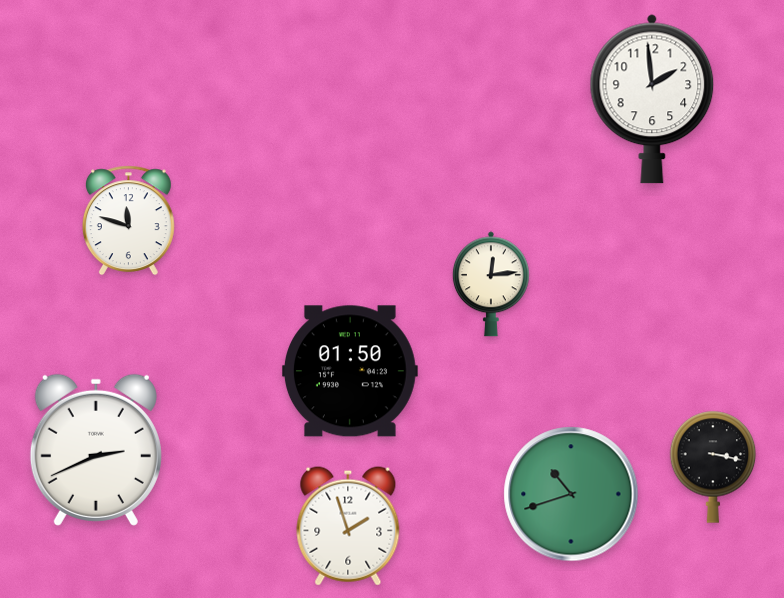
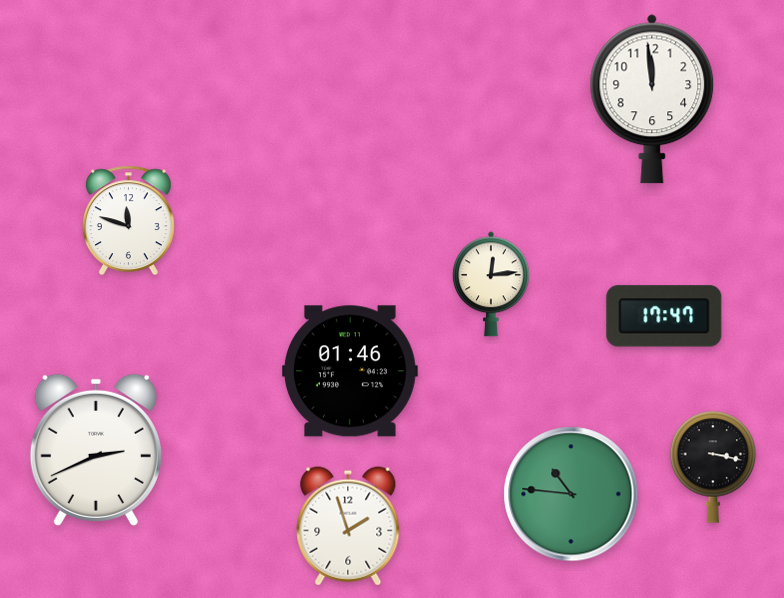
clock at (652, 99): 1:59 -> 11:59
clock at (664, 316): none -> 17:47
clock at (350, 371): 01:50 -> 01:46
clock at (571, 494): 10:42 -> 10:46
